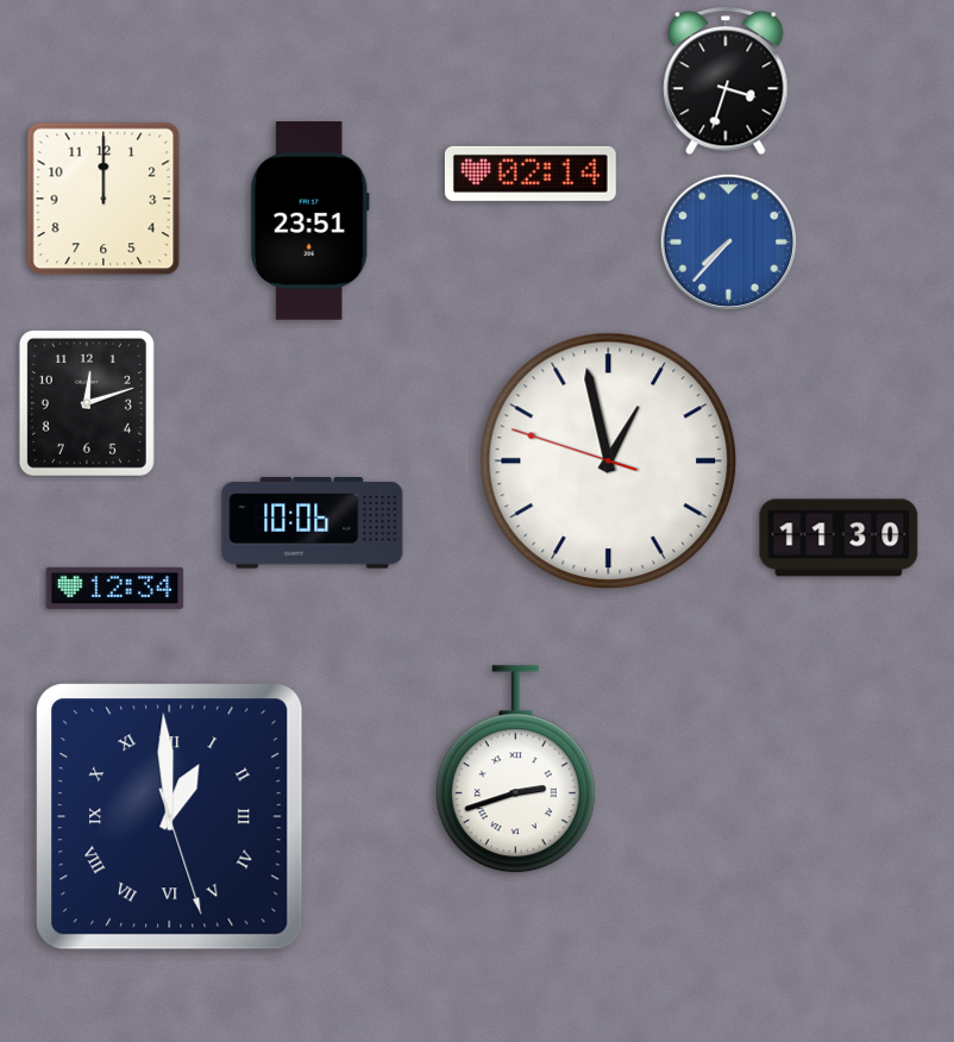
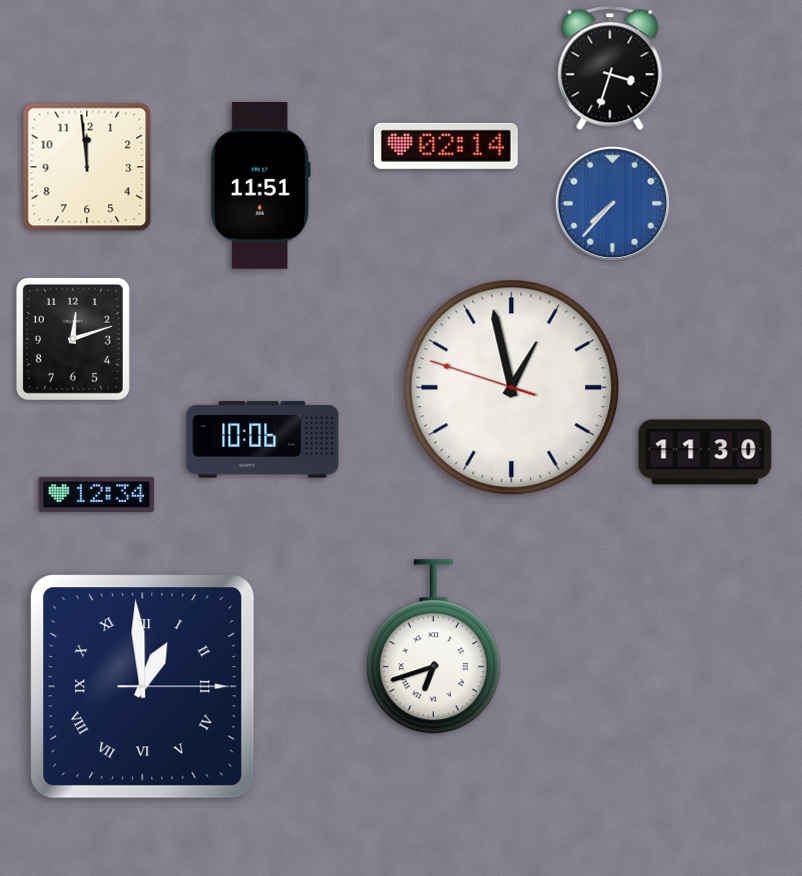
clock at (103, 199): 12:00 -> 11:59
clock at (309, 221): 23:51 -> 11:51
clock at (515, 770): 2:42 -> 6:42
clock at (170, 817): 12:59:27 -> 12:59:15
